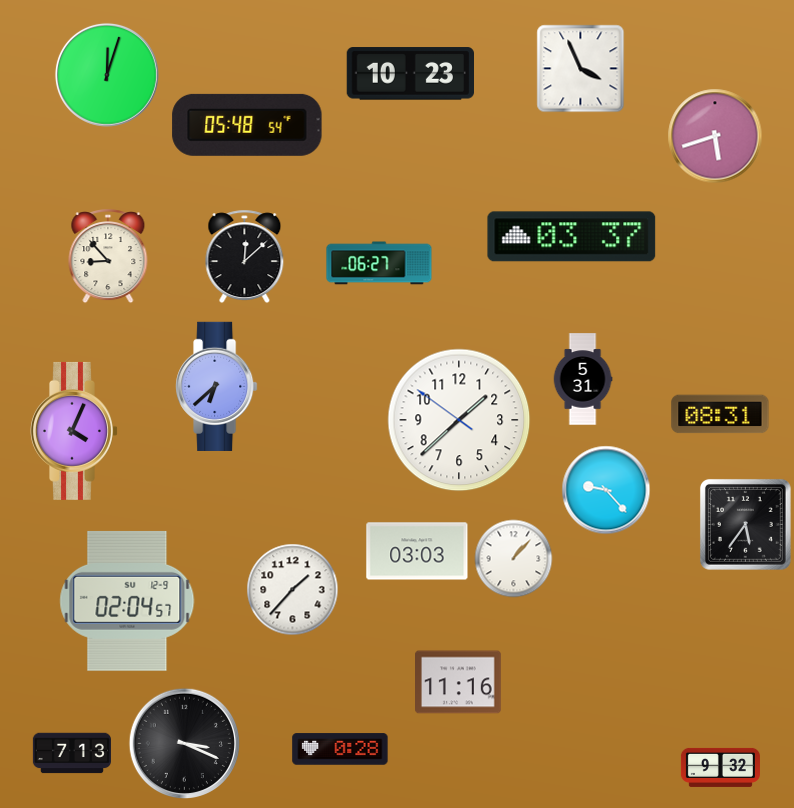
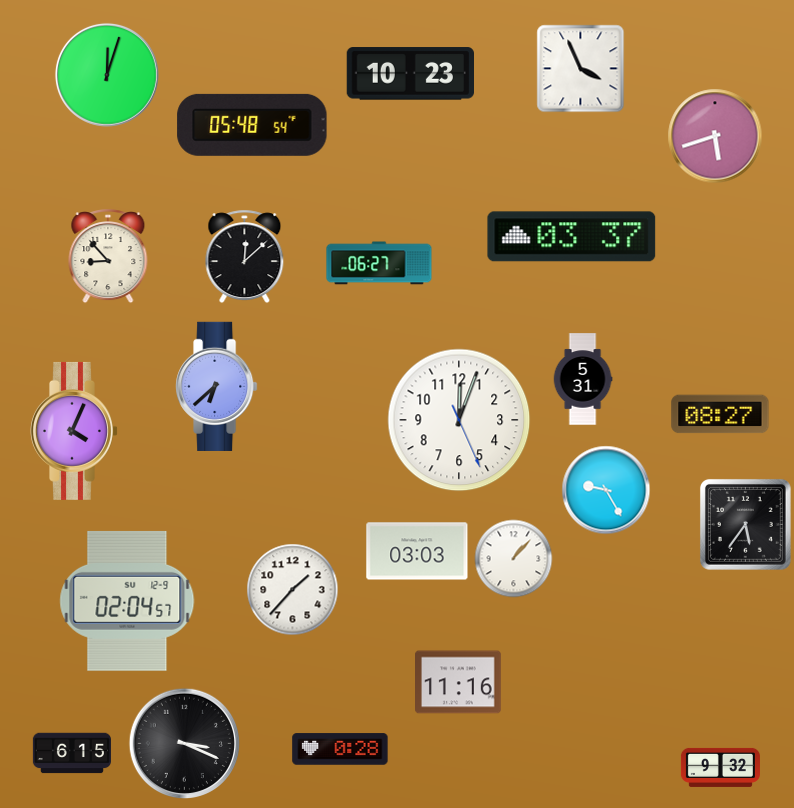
clock at (247, 125) position: (247, 125) -> (252, 125)
clock at (720, 414): 08:31 -> 08:27
clock at (459, 420): 1:37 -> 12:03
clock at (606, 490): 9:23 -> 9:25
clock at (72, 753): 7:13 -> 6:15
